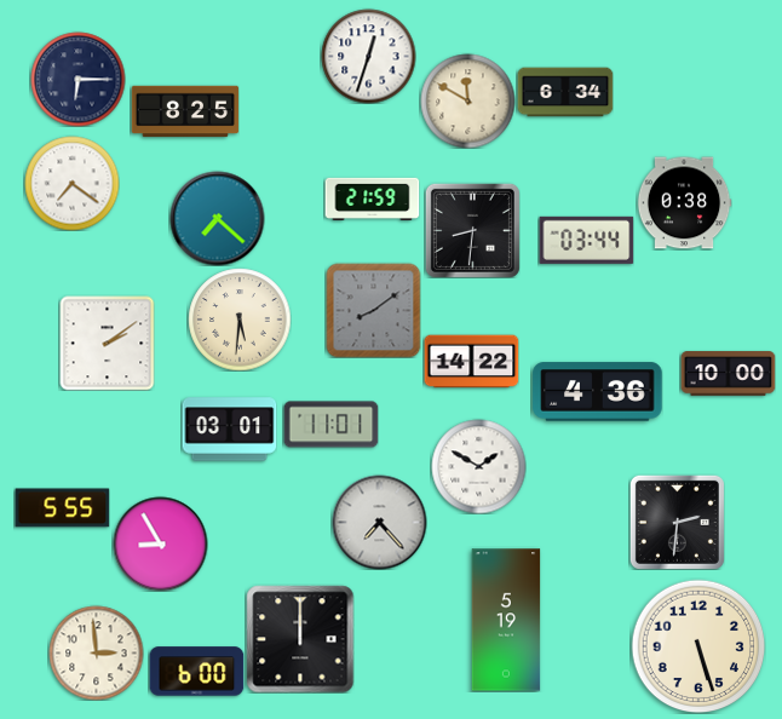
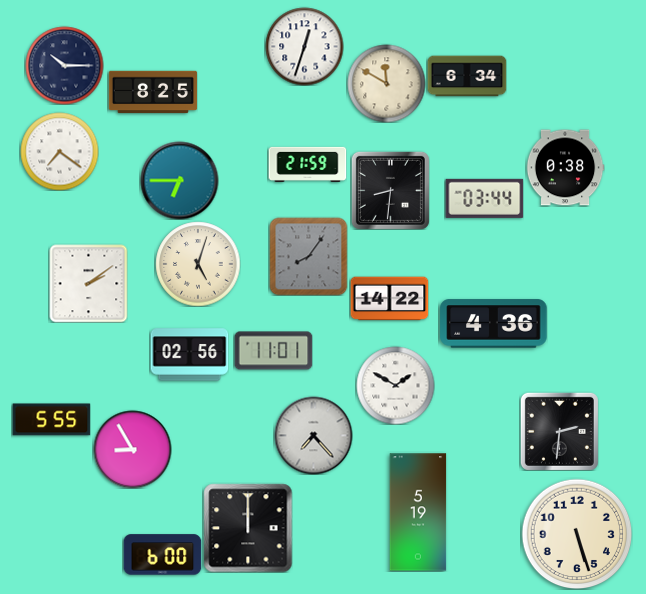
clock at (77, 79): 6:15 -> 10:15
clock at (217, 218): 7:22 -> 6:45
clock at (373, 310): 8:09 -> 8:06
clock at (240, 320): 5:31 -> 5:03
clock at (728, 374): 10:00 -> none
clock at (229, 430): 03:01 -> 02:56
clock at (379, 522) position: (379, 522) -> (313, 435)
clock at (96, 652): 2:59 -> none
